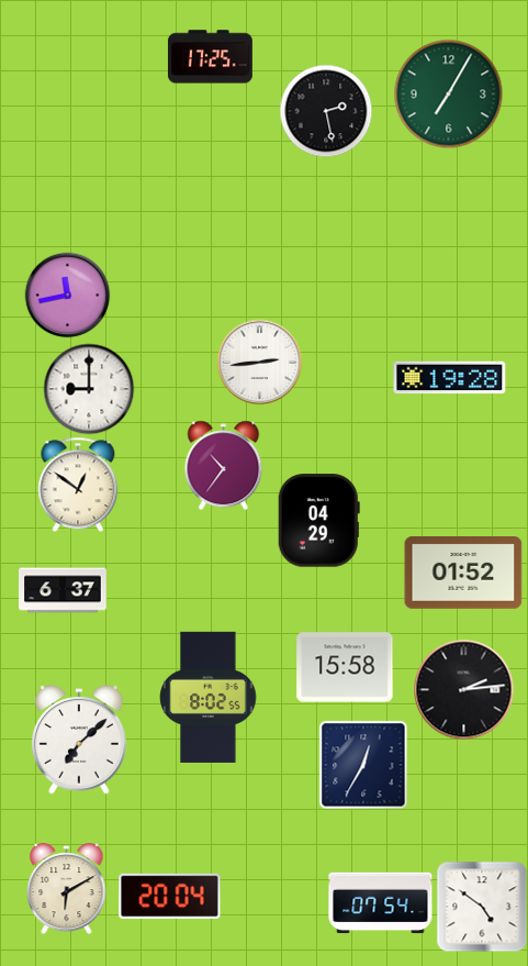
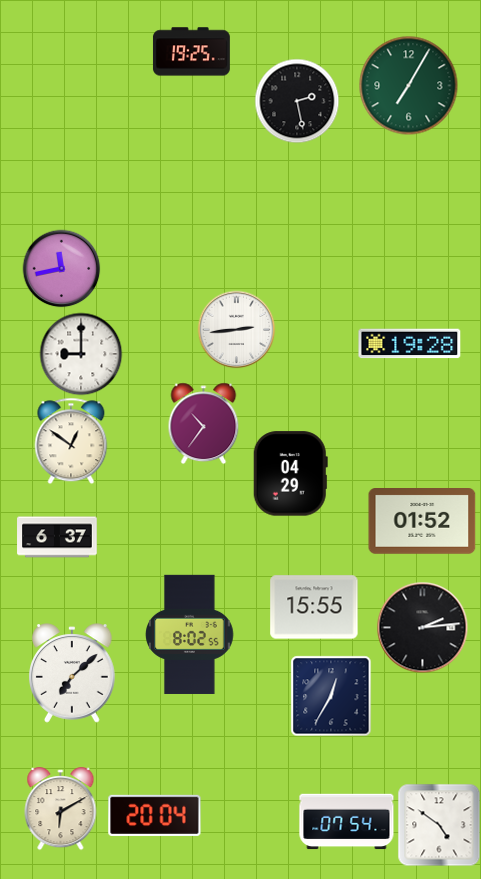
clock at (210, 57): 17:25 -> 19:25
clock at (345, 667): 15:58 -> 15:55
